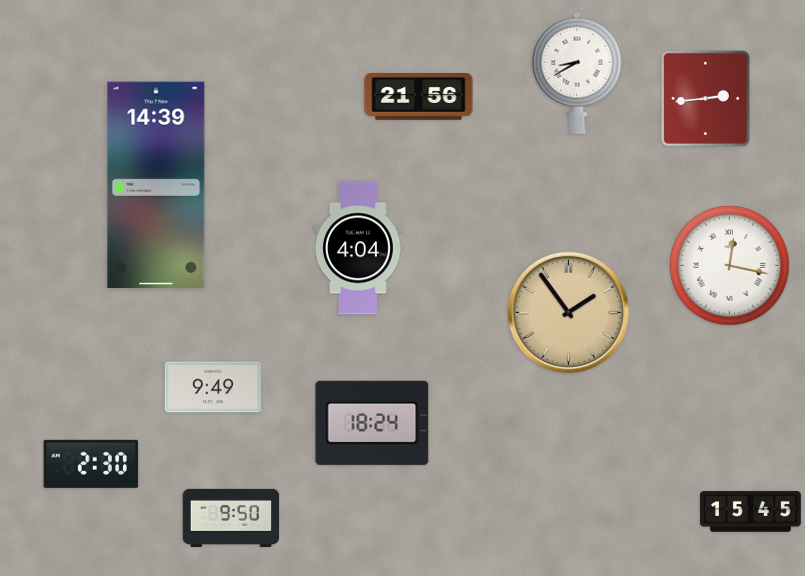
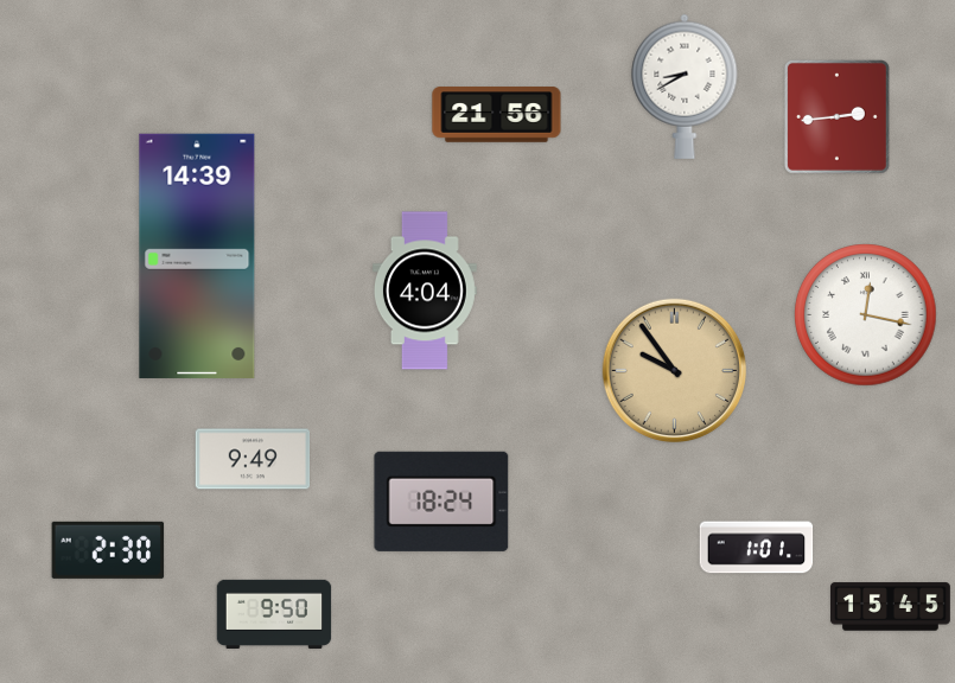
clock at (156, 185) position: (156, 185) -> (197, 256)
clock at (358, 248) position: (358, 248) -> (425, 291)
clock at (568, 312): 1:54 -> 9:54
clock at (757, 548): none -> 1:01
